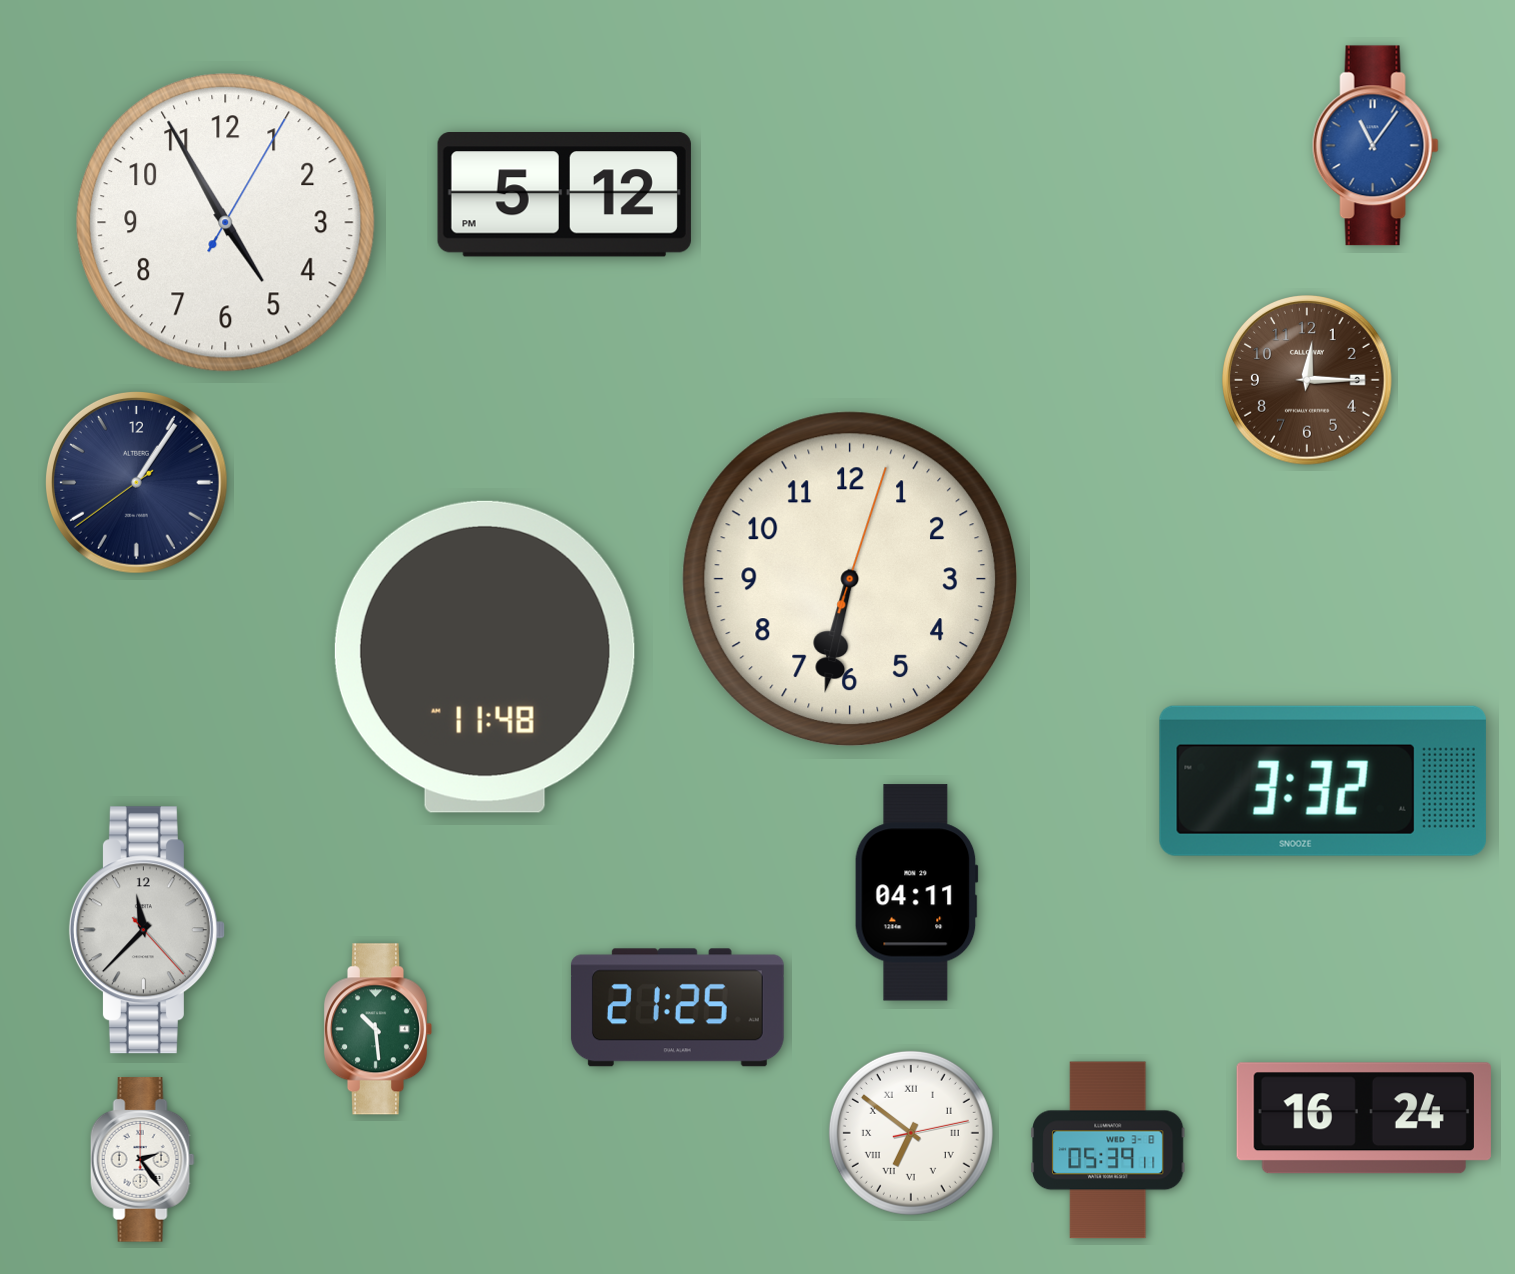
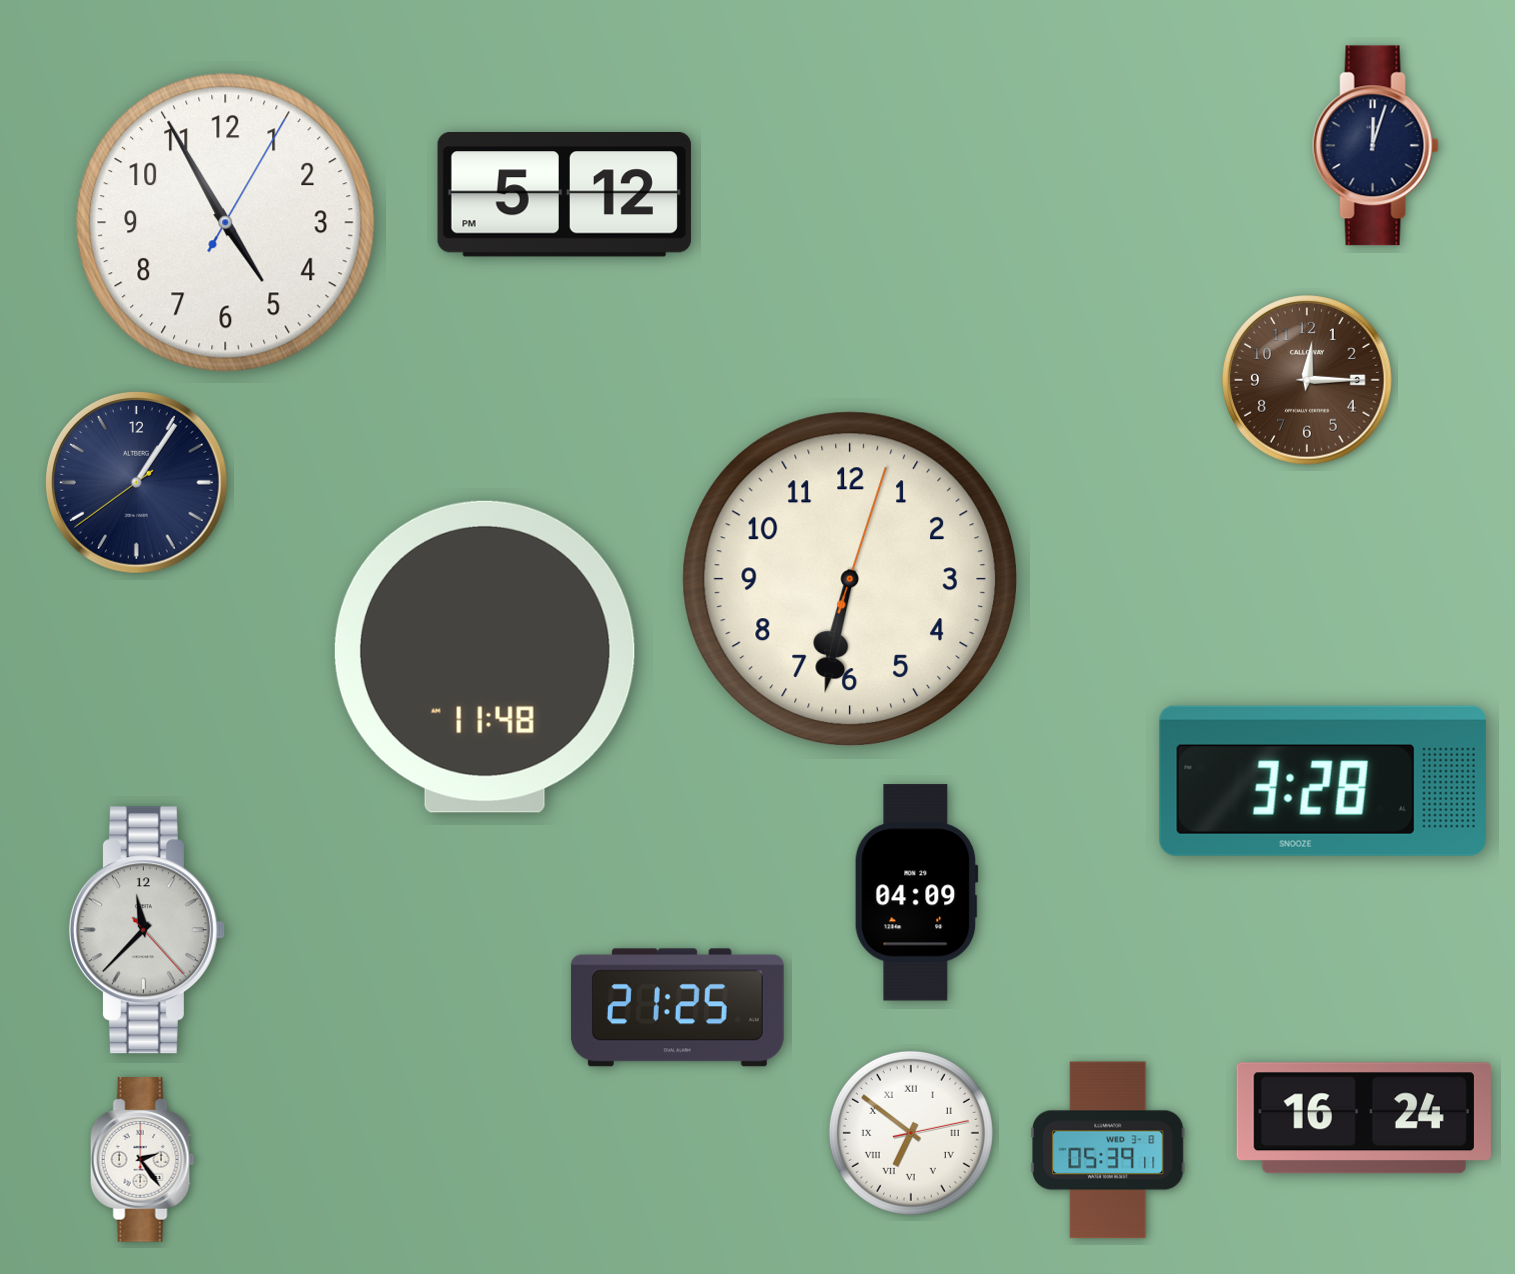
clock at (1375, 146): 11:06 -> 12:03
clock at (1375, 146) dial: blue -> navy
clock at (1323, 781): 3:32 -> 3:28
clock at (916, 893): 04:11 -> 04:09
clock at (378, 1029): 10:29 -> none
